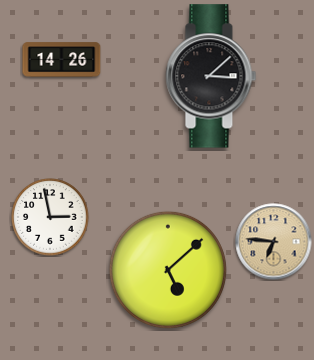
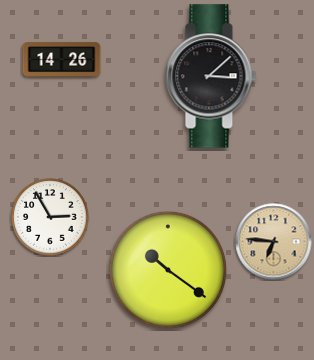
clock at (50, 217): 2:58 -> 2:55
clock at (168, 270): 5:08 -> 10:21
